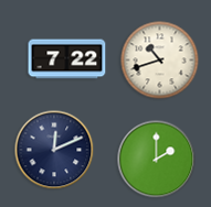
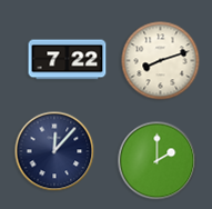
clock at (160, 61): 10:42 -> 8:12
clock at (54, 150): 12:11 -> 12:07
